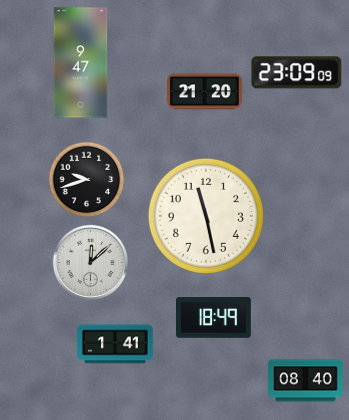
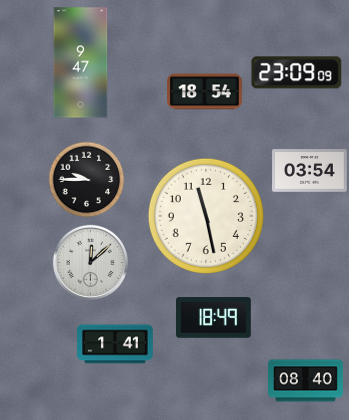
clock at (205, 92): 21:20 -> 18:54
clock at (310, 171): none -> 03:54
clock at (87, 180): 9:42 -> 9:45
